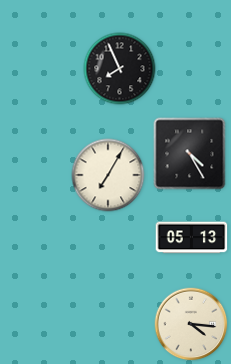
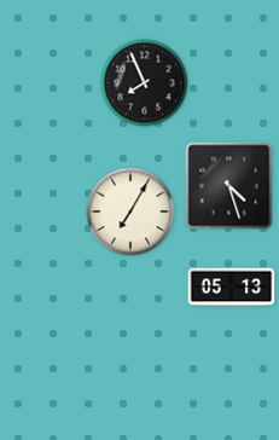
clock at (190, 154): 4:25 -> 4:27
clock at (191, 324): 4:16 -> none
